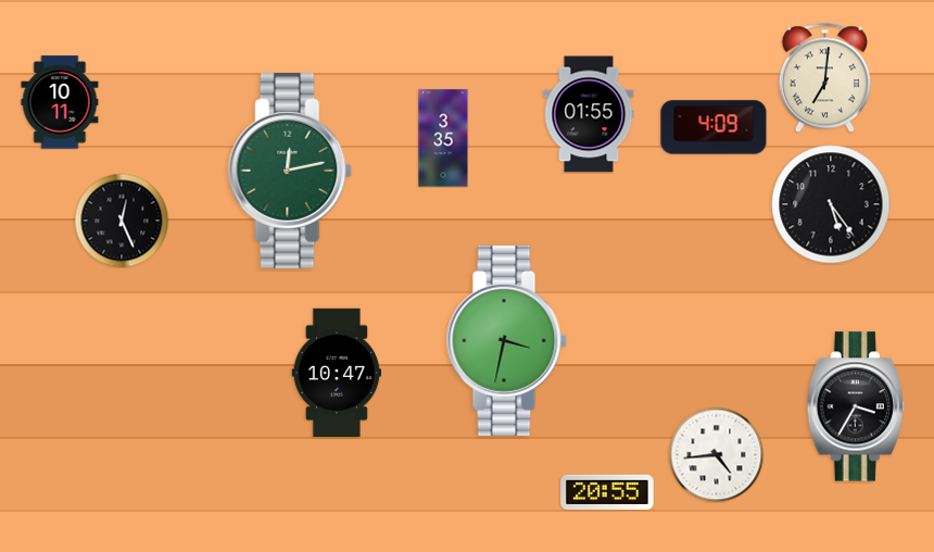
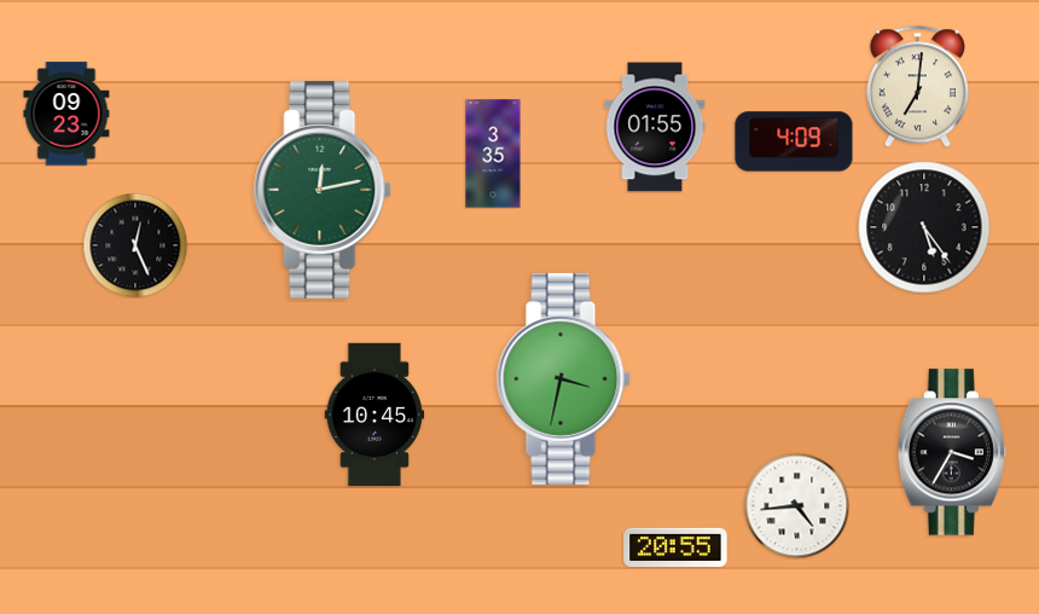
clock at (60, 102): 10:11 -> 09:23
clock at (337, 372): 10:47 -> 10:45
